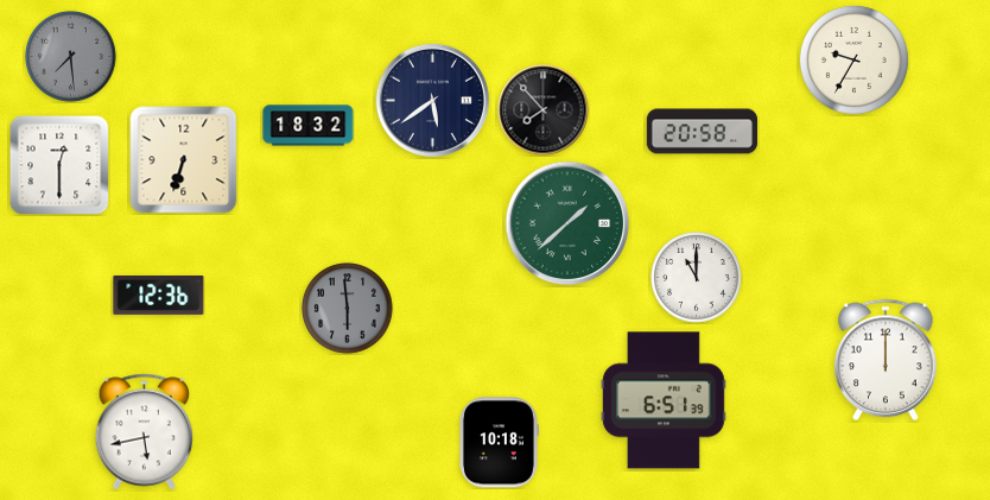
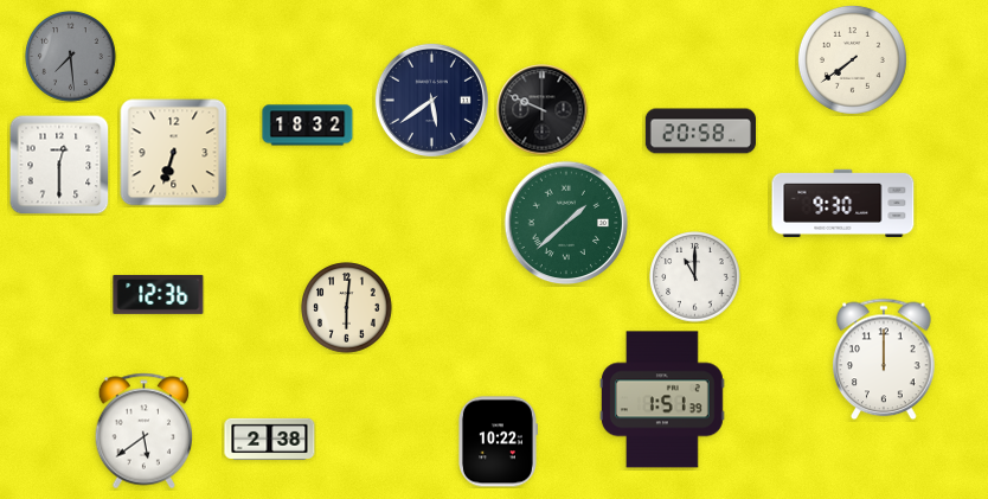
clock at (853, 59): 9:35 -> 7:39
clock at (544, 110): 7:53 -> 9:49
clock at (184, 160) position: (184, 160) -> (174, 153)
clock at (843, 203): none -> 9:30
clock at (348, 309): 5:59 -> 6:01
clock at (348, 309) dial: grey -> cream
clock at (664, 400): 6:51 -> 1:51
clock at (145, 432): 5:43 -> 5:39
clock at (270, 439): none -> 2:38
clock at (500, 443): 10:18 -> 10:22
